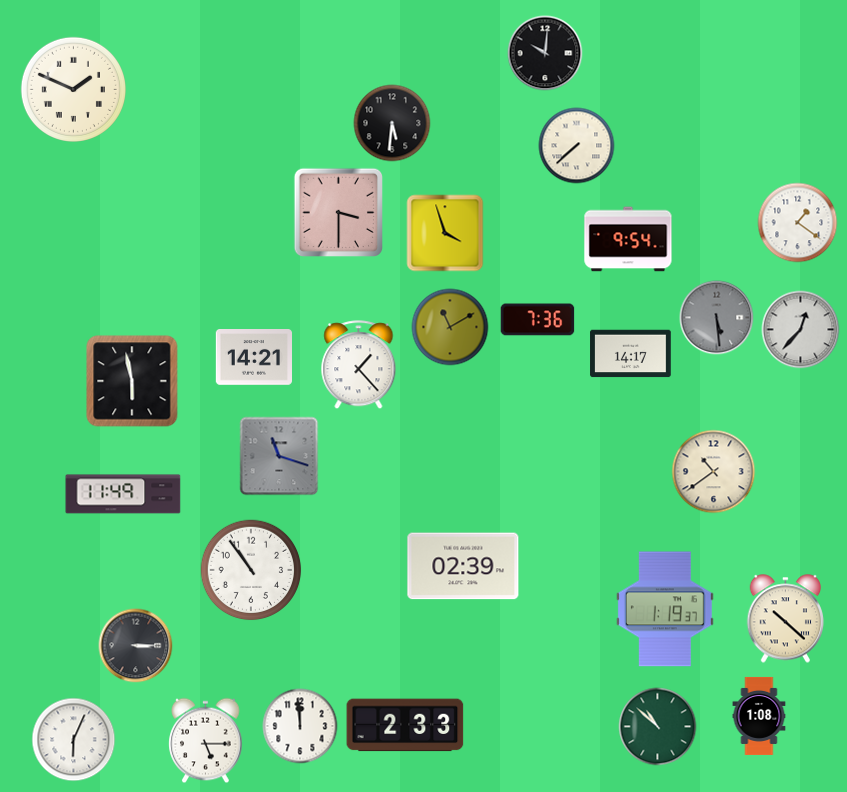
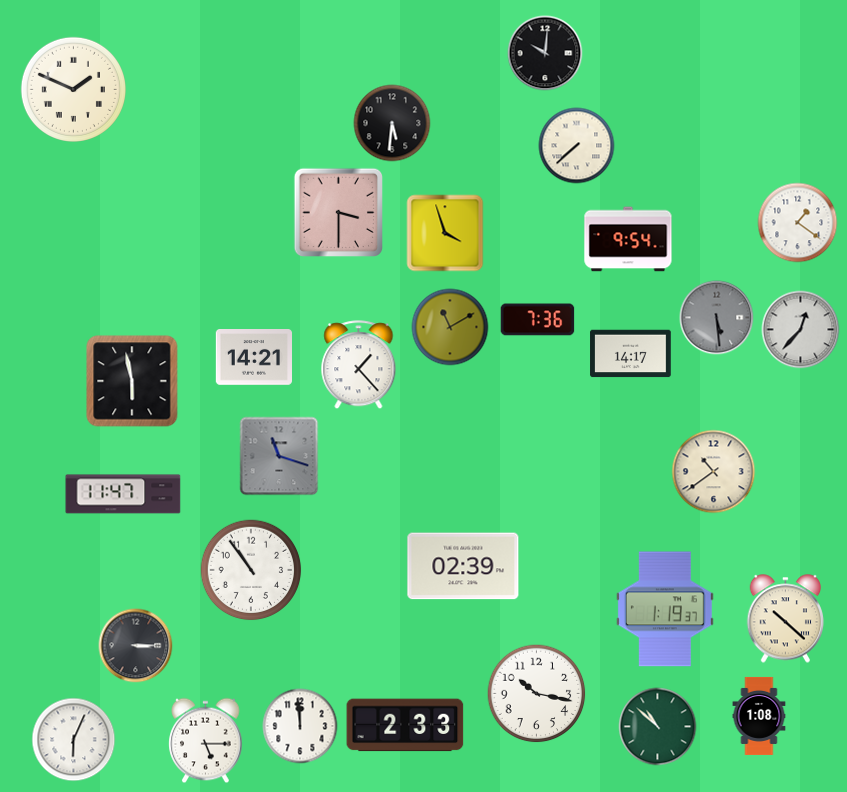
clock at (123, 494): 11:49 -> 11:47
clock at (537, 694): none -> 10:17
